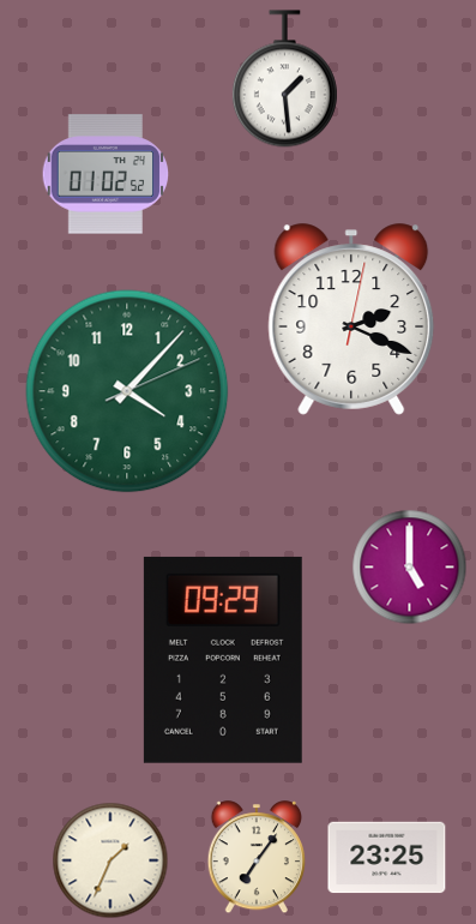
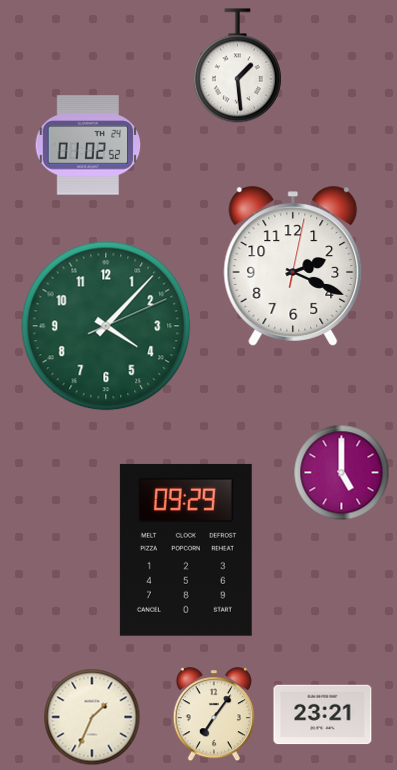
clock at (387, 858): 23:25 -> 23:21
